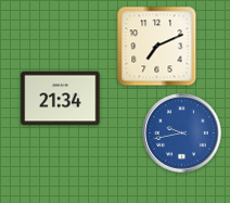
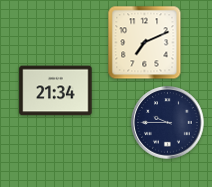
clock at (182, 134): 9:43 -> 9:45
clock at (182, 134) dial: blue -> navy
